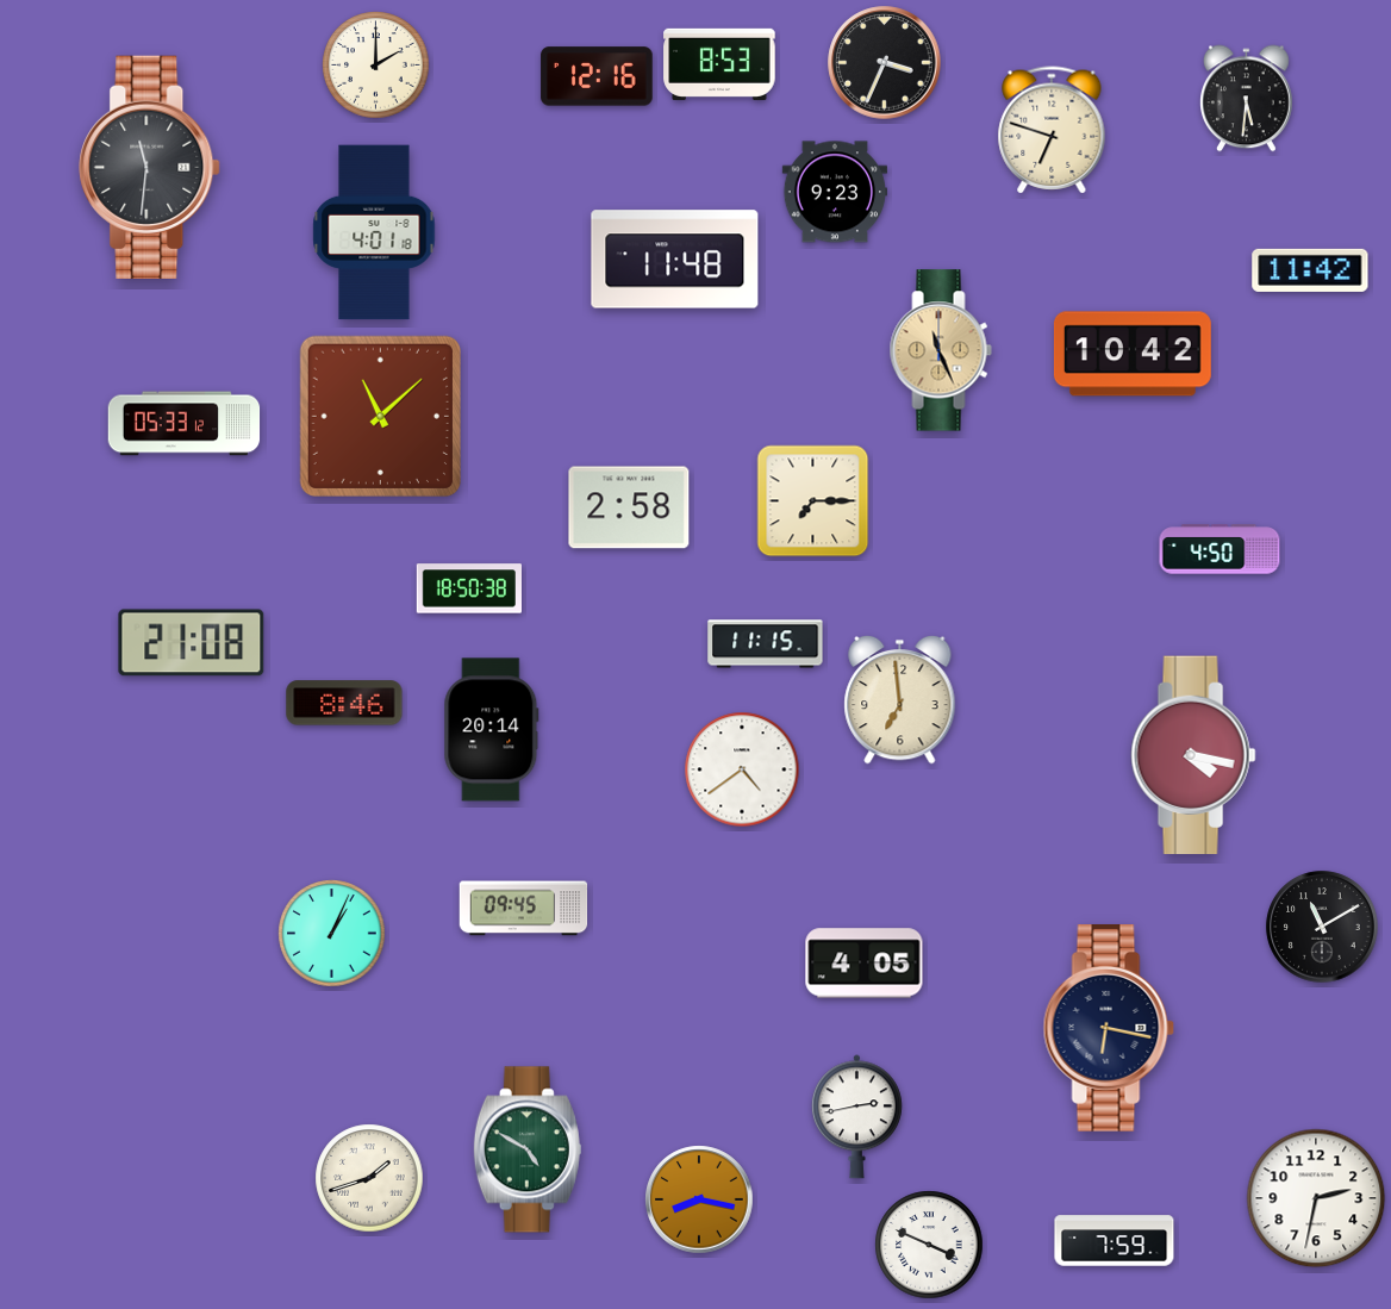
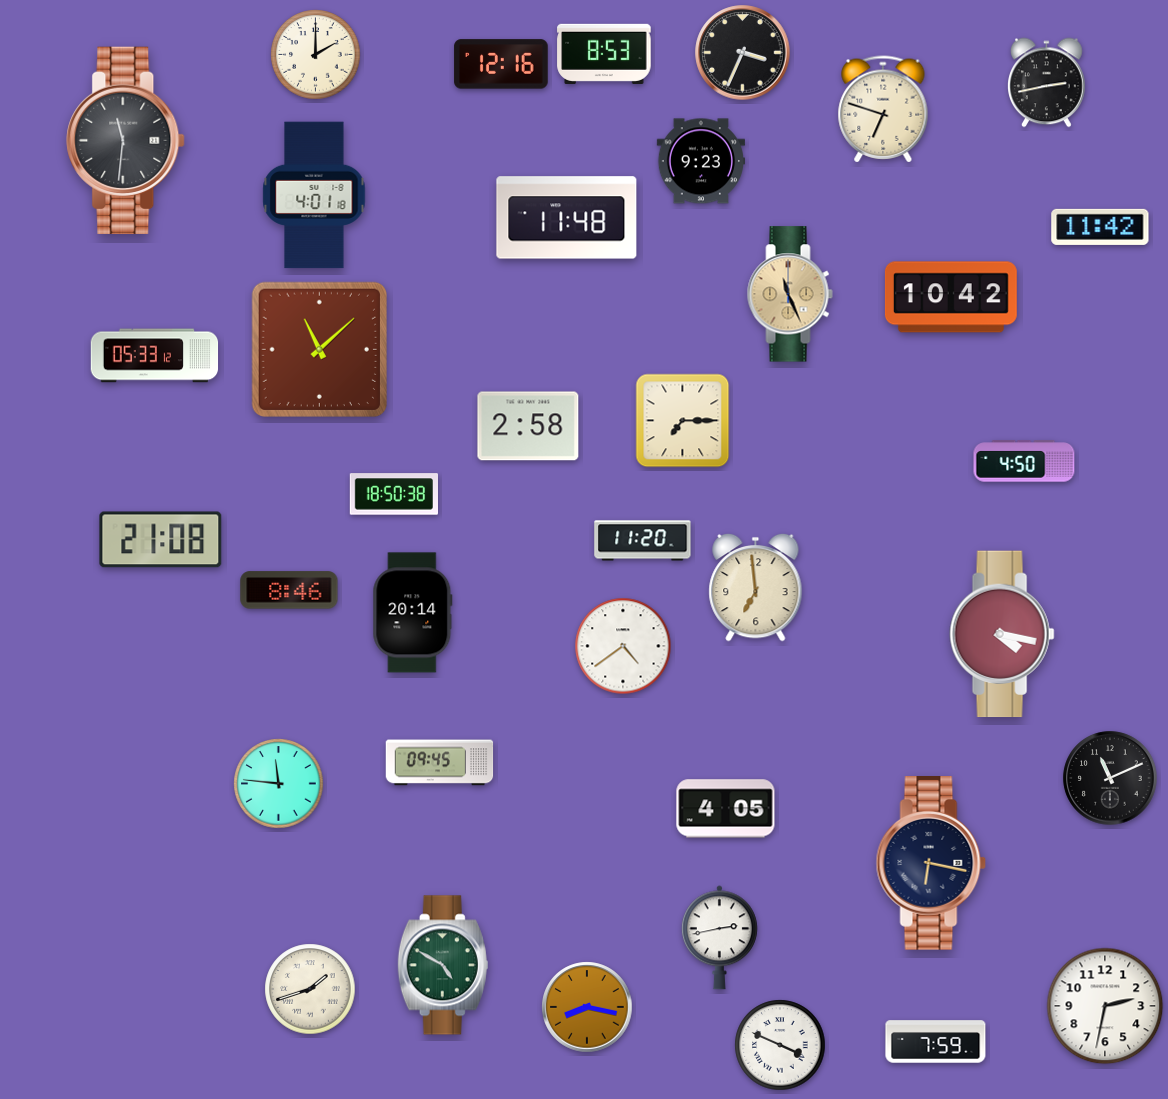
clock at (1247, 99): 5:31 -> 2:43
clock at (766, 644): 11:15 -> 11:20
clock at (1322, 927): 11:10 -> 11:11
clock at (332, 934): 1:04 -> 11:46
